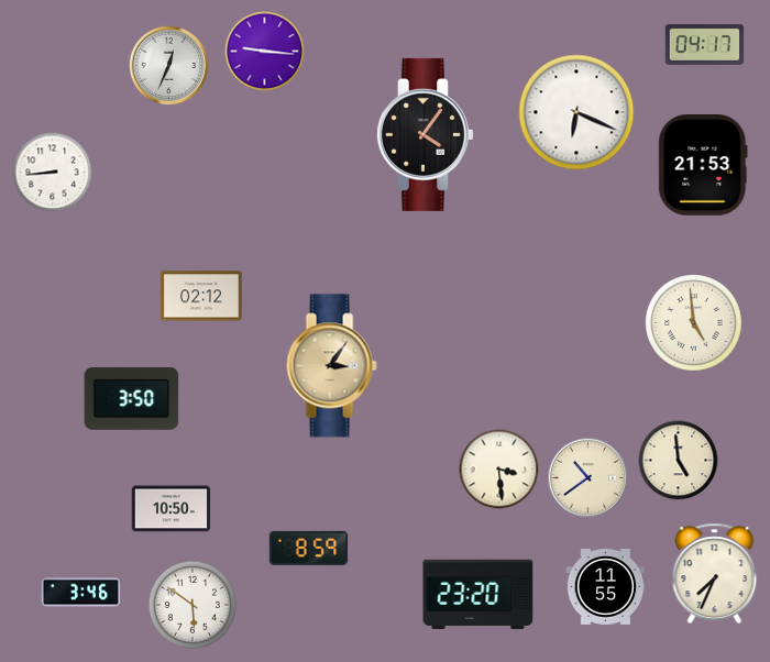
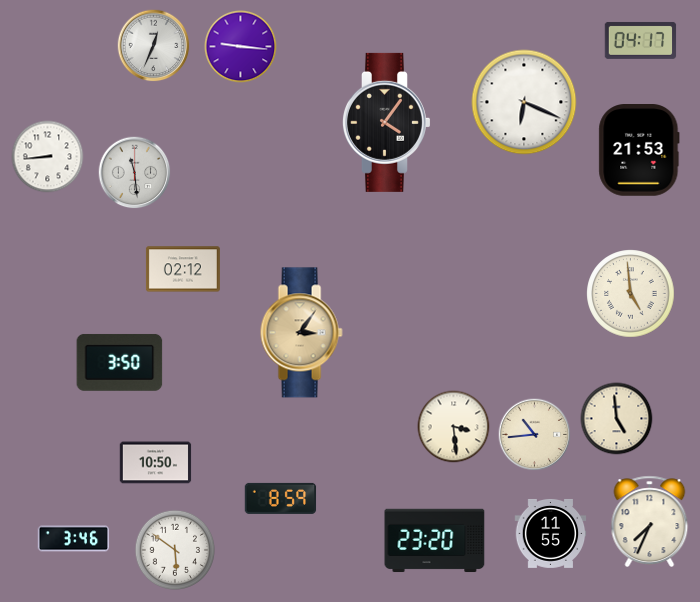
clock at (169, 66) position: (169, 66) -> (154, 46)
clock at (135, 173): none -> 11:29
clock at (588, 478): 10:39 -> 10:44
